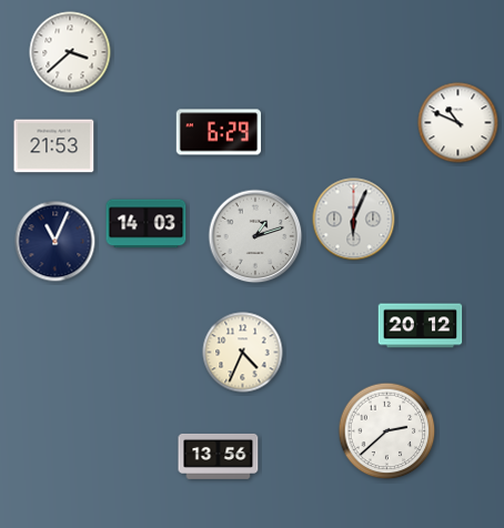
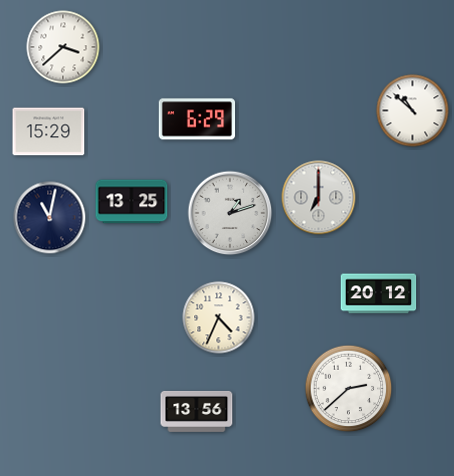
clock at (458, 123): 10:49 -> 10:52
clock at (54, 146): 21:53 -> 15:29
clock at (354, 220): 6:04 -> 7:00
clock at (147, 224): 14:03 -> 13:25
clock at (56, 242): 11:04 -> 11:02
